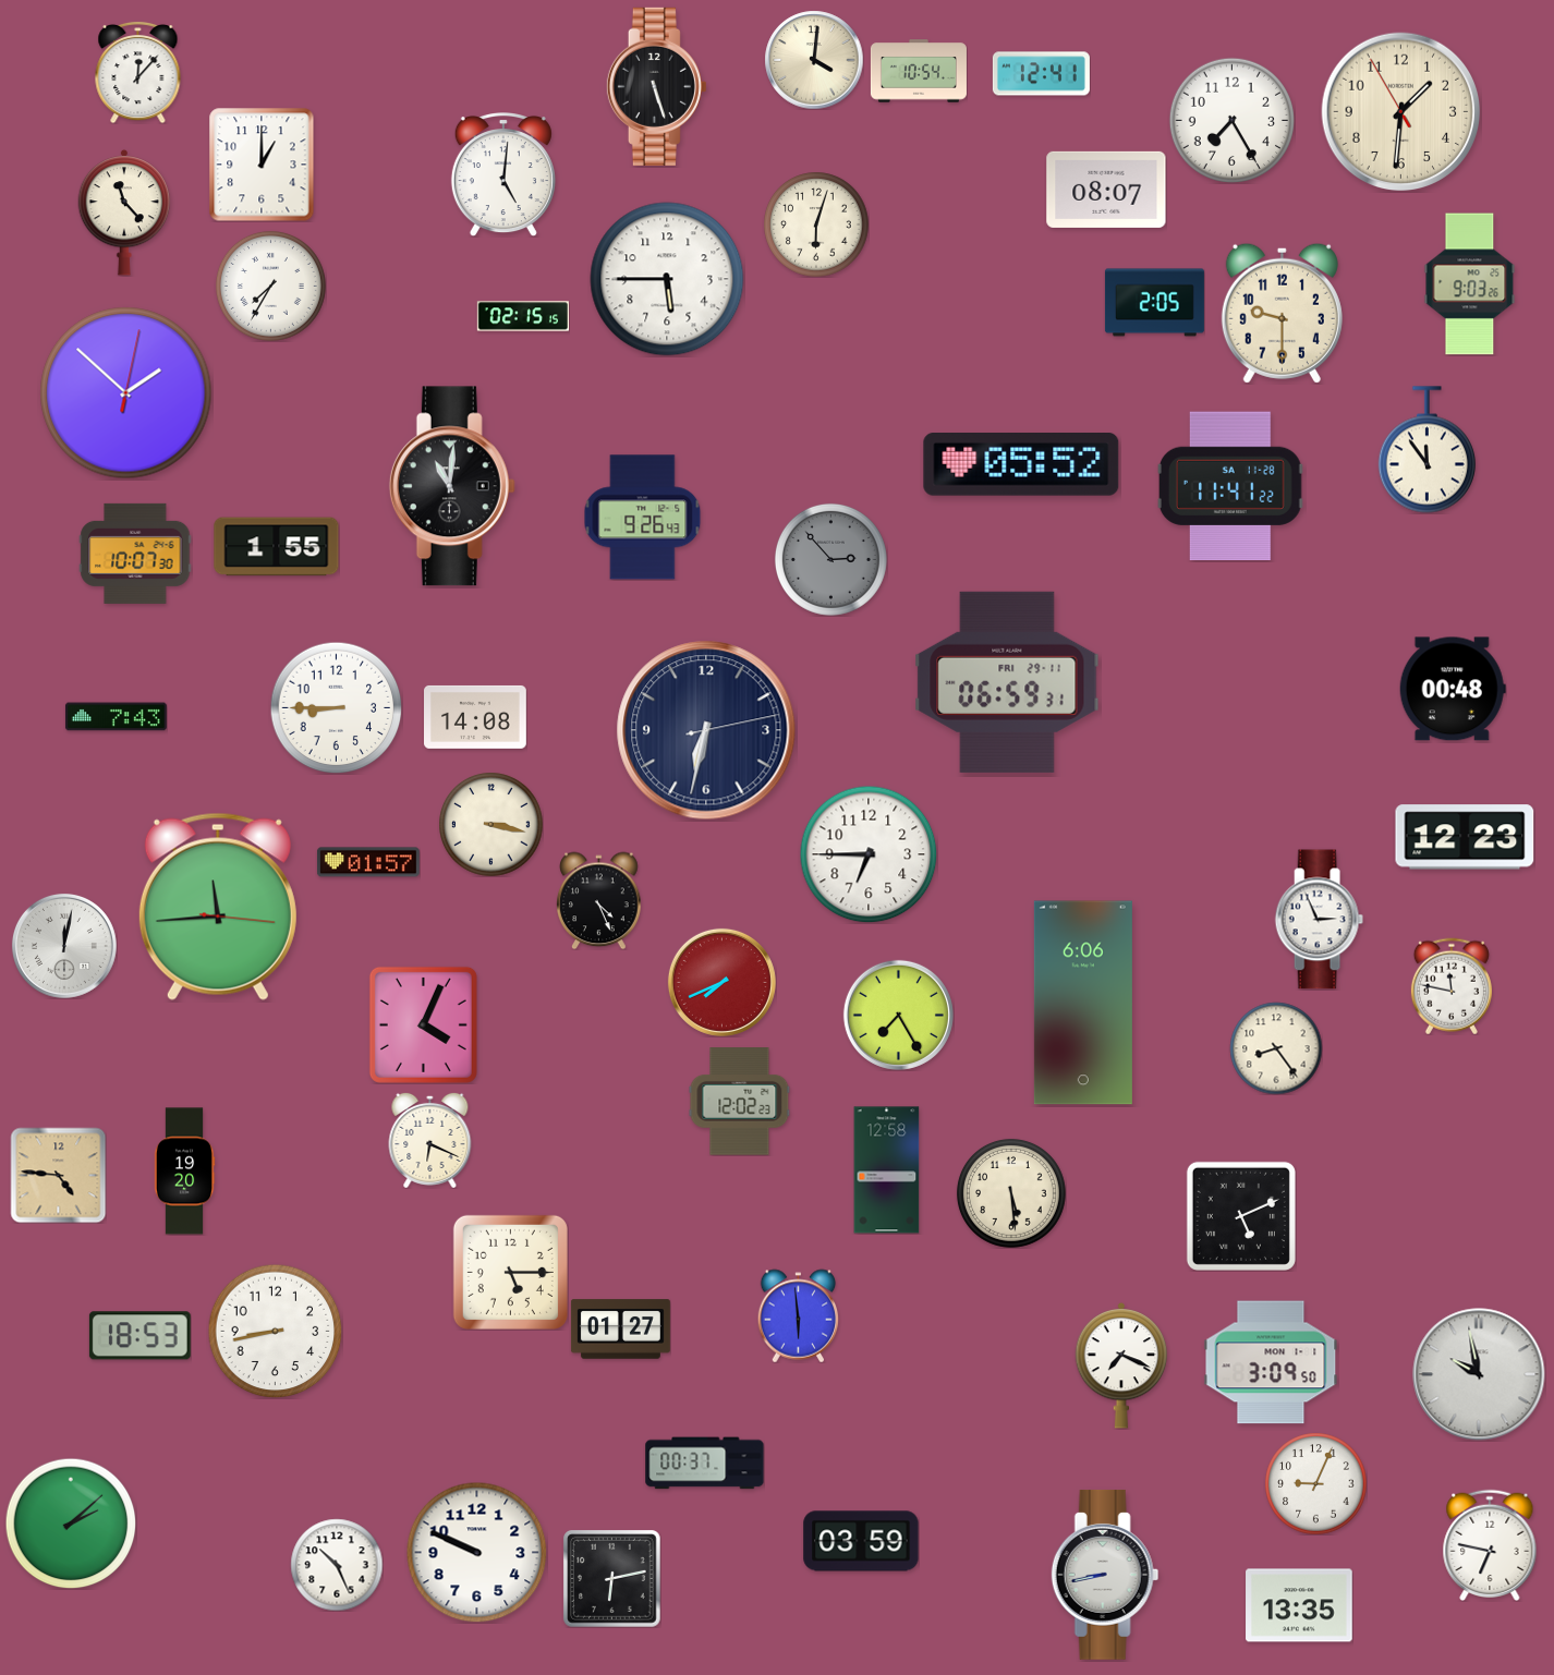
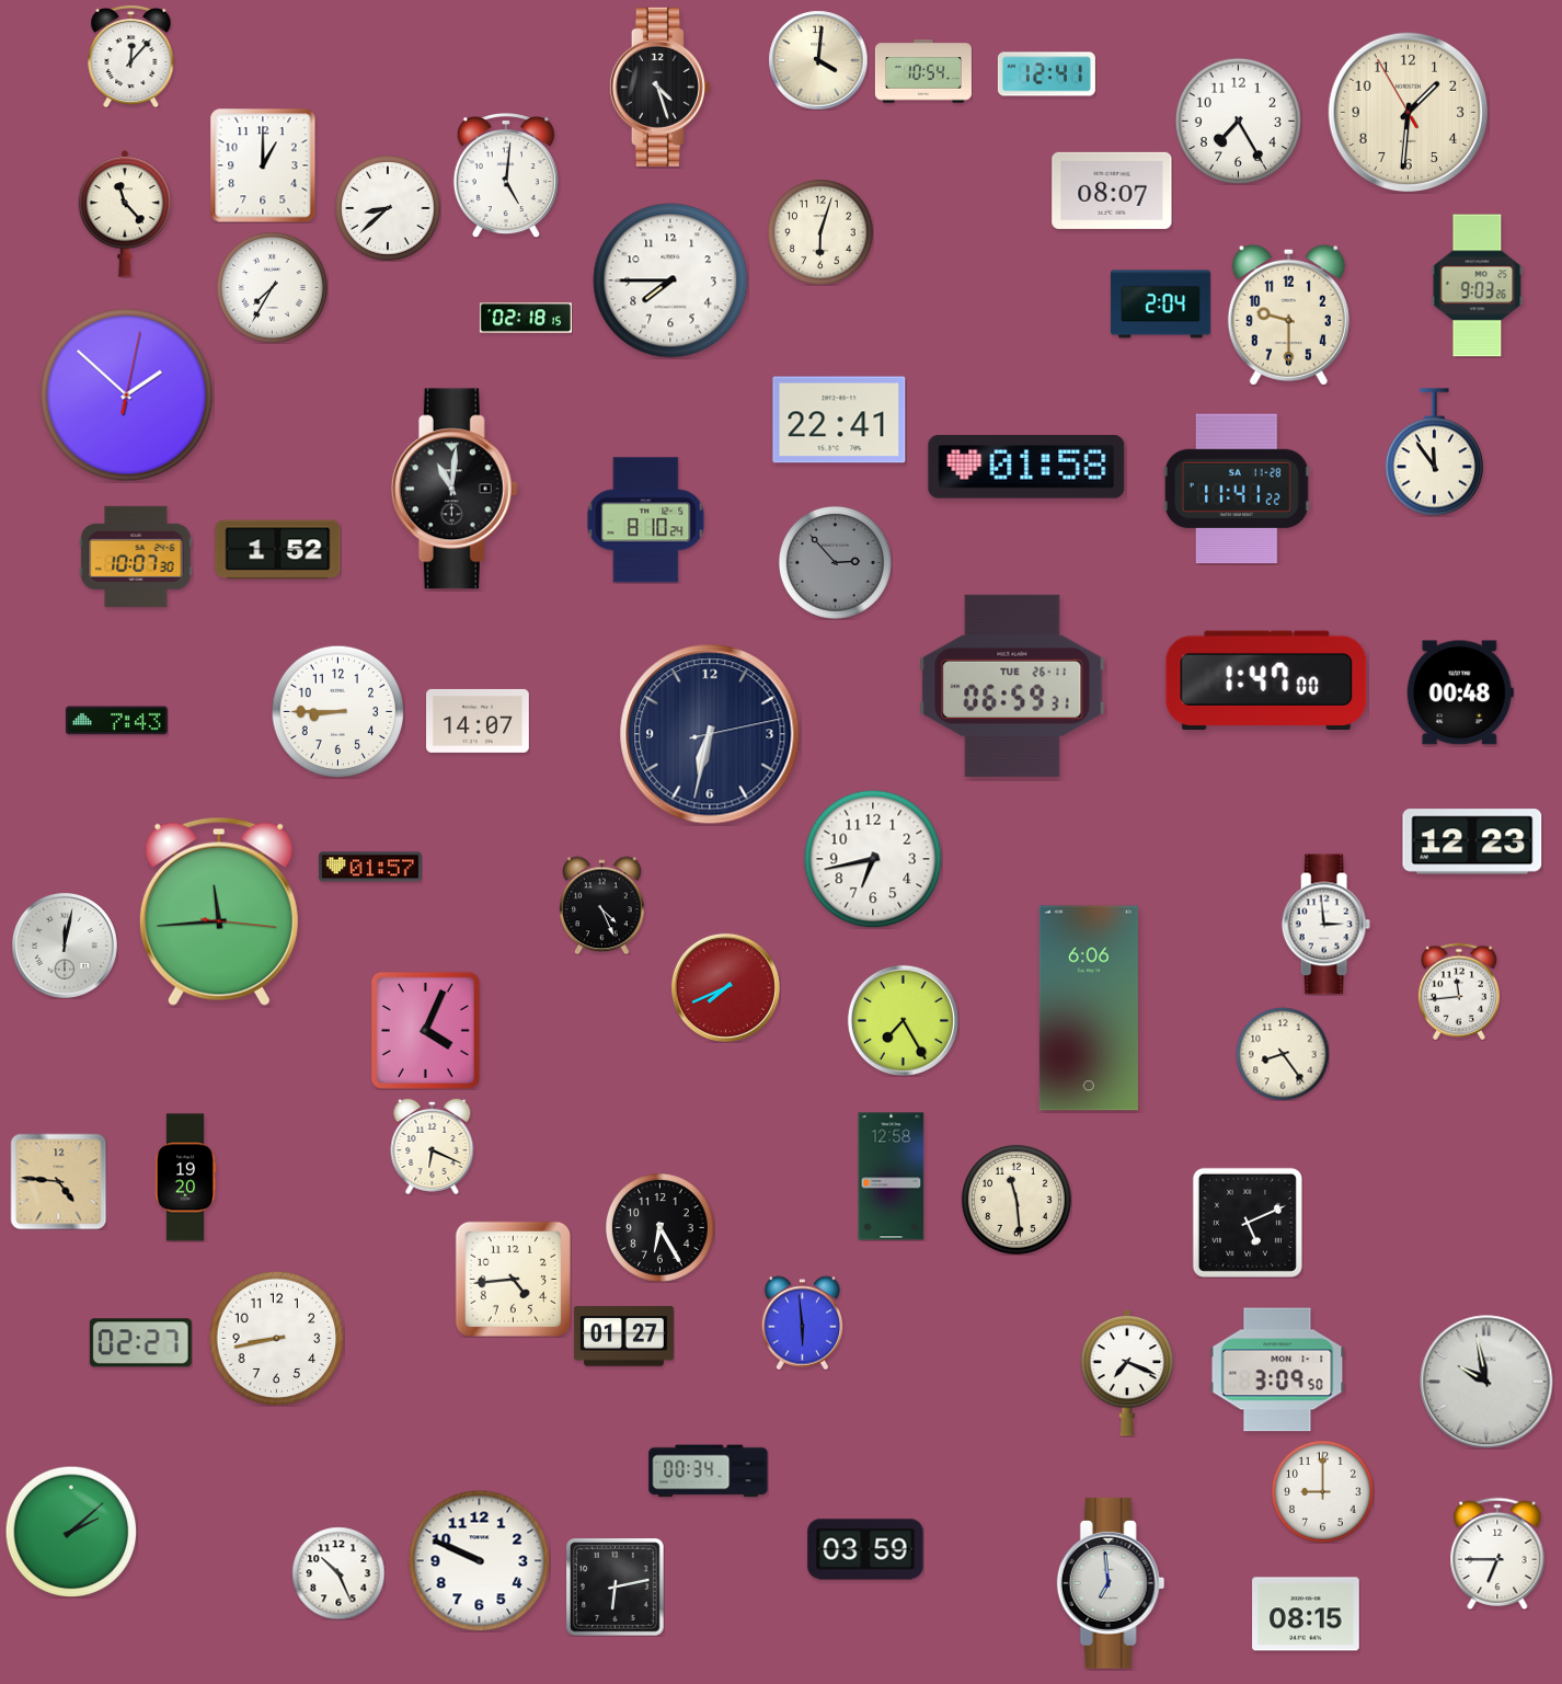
clock at (138, 72) position: (138, 72) -> (131, 56)
clock at (656, 86): 5:27 -> 4:27
clock at (388, 208): none -> 8:38
clock at (816, 224) position: (816, 224) -> (820, 232)
clock at (667, 279): 5:45 -> 7:45
clock at (1154, 303): 2:05 -> 2:04
clock at (522, 316): 02:15 -> 02:18
clock at (839, 420): none -> 22:41
clock at (1021, 465): 05:52 -> 01:58
clock at (643, 518): 9:26 -> 8:10
clock at (277, 547): 1:55 -> 1:52
clock at (1266, 680): none -> 1:47
clock at (1007, 682) date: FRI 29-11 -> TUE 26-11
clock at (476, 717): 14:08 -> 14:07
clock at (490, 824): 3:17 -> none
clock at (869, 854): 6:45 -> 6:43
clock at (1319, 920): 2:56 -> 2:59
clock at (64, 946) position: (64, 946) -> (65, 946)
clock at (1452, 986): 11:47 -> 11:44
clock at (740, 1102): 12:02 -> none
clock at (1011, 1193): 5:29 -> 11:29
clock at (661, 1228): none -> 6:25
clock at (510, 1272): 5:15 -> 4:44
clock at (139, 1336): 18:53 -> 02:27
clock at (705, 1464): 00:37 -> 00:34
clock at (1315, 1483): 9:04 -> 9:00
clock at (1490, 1544): 6:47 -> 6:45
clock at (1105, 1575): 8:43 -> 6:59
clock at (1299, 1605): 13:35 -> 08:15
